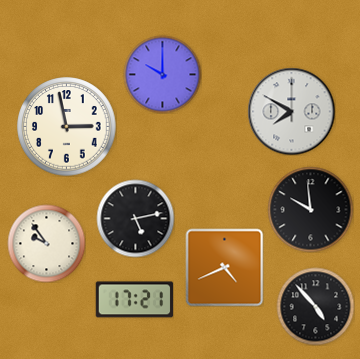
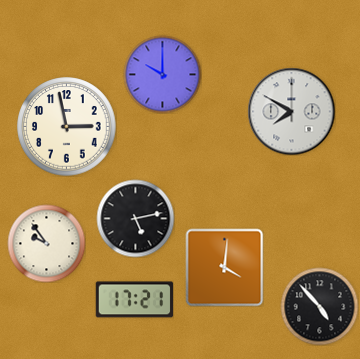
clock at (310, 209): 9:59 -> none
clock at (224, 267): 4:41 -> 4:01
clock at (315, 306) position: (315, 306) -> (319, 306)
